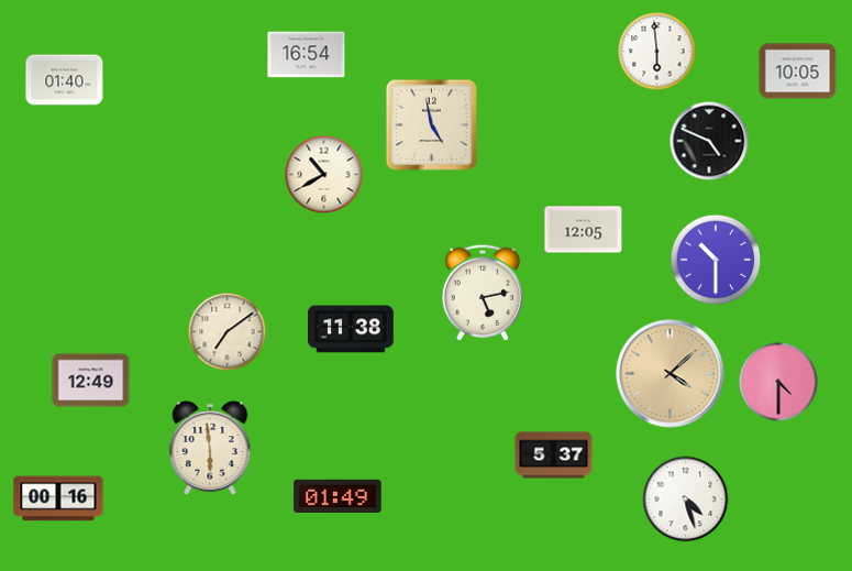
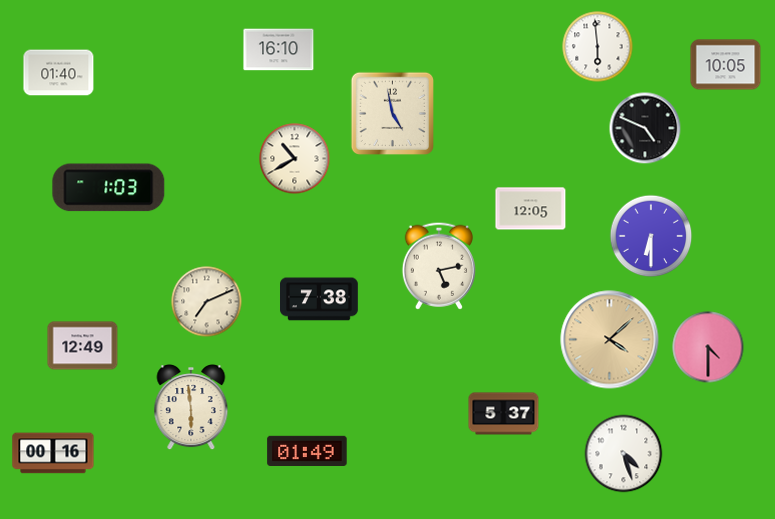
clock at (307, 55): 16:54 -> 16:10
clock at (109, 188): none -> 1:03
clock at (716, 260): 10:30 -> 6:30
clock at (352, 329): 11:38 -> 7:38
clock at (228, 332): 7:09 -> 7:11
